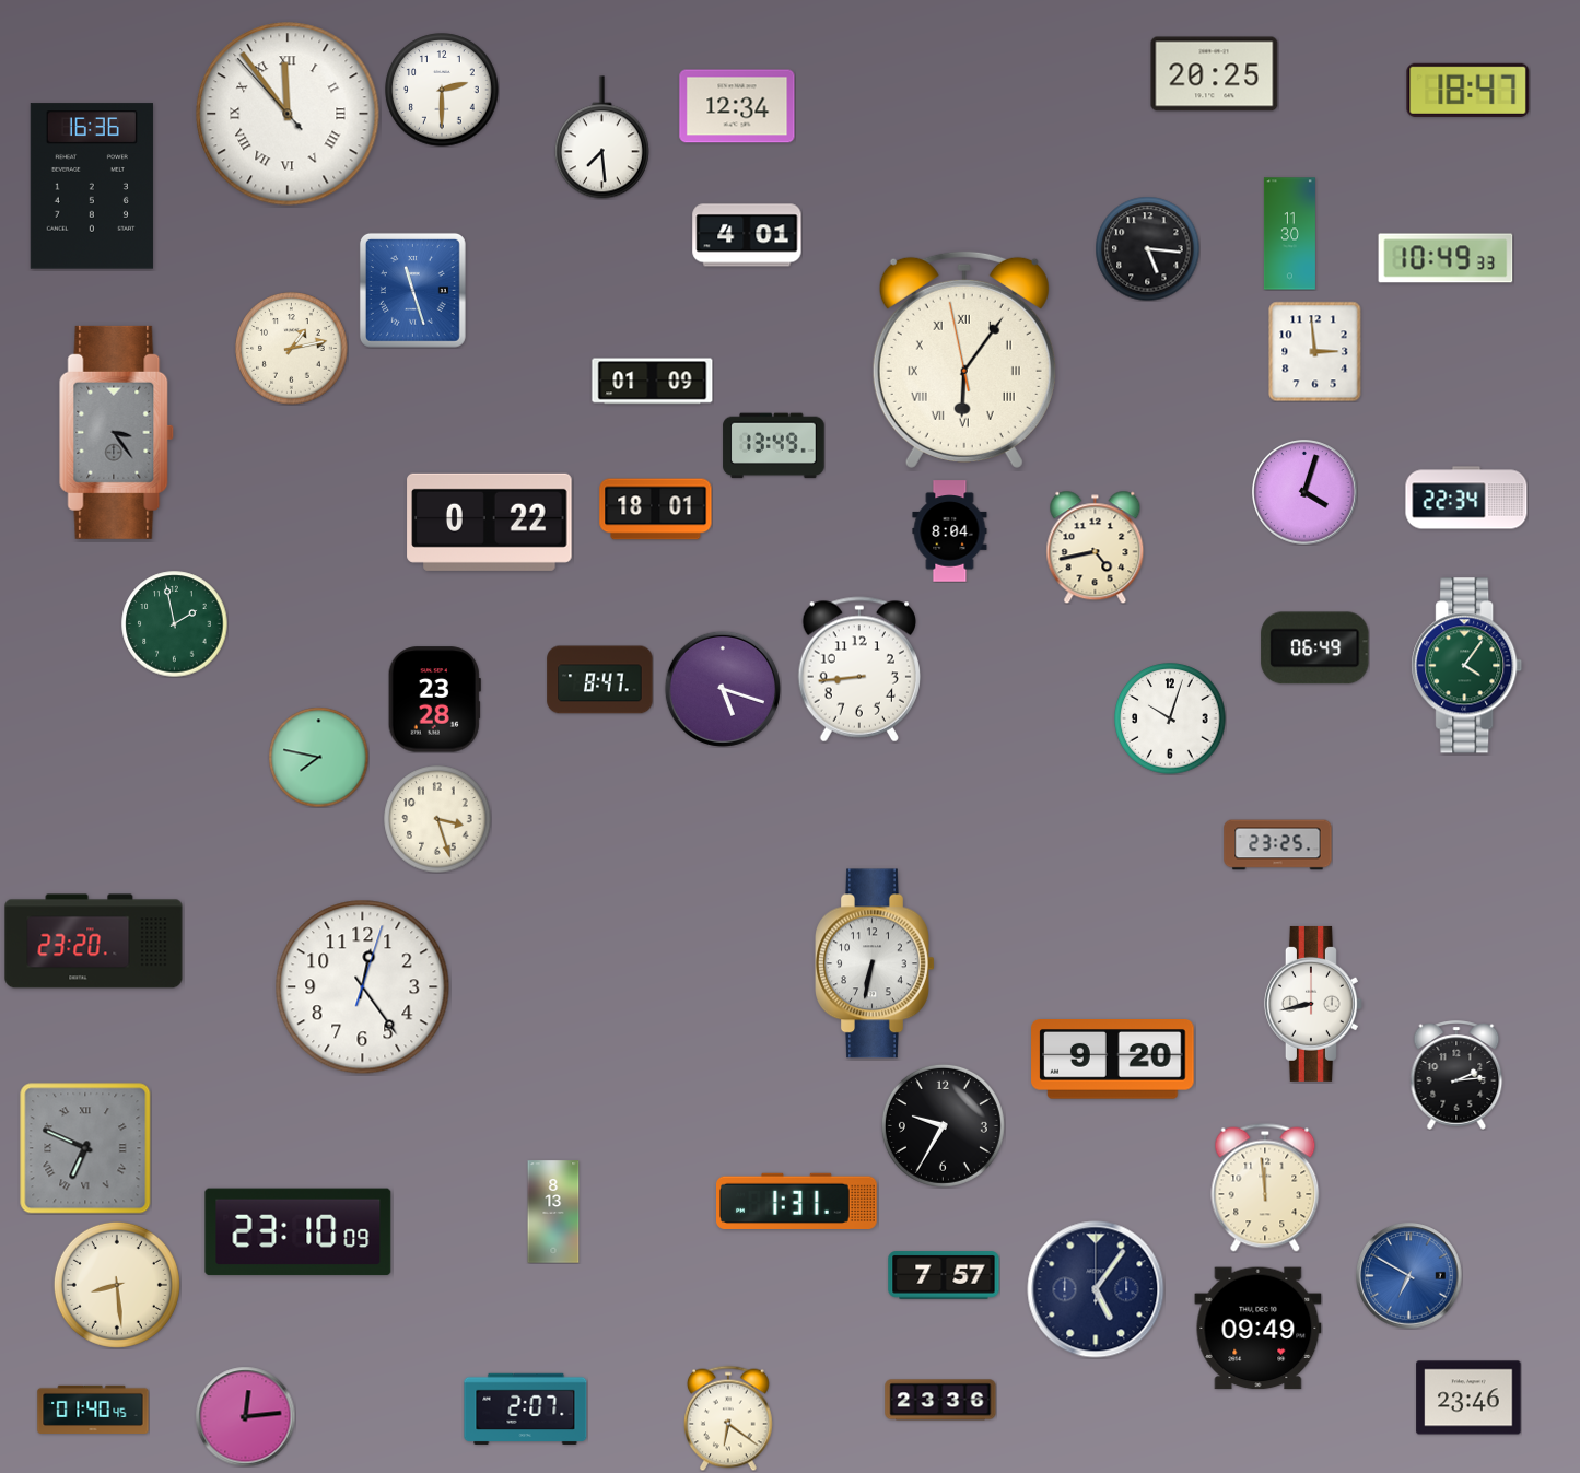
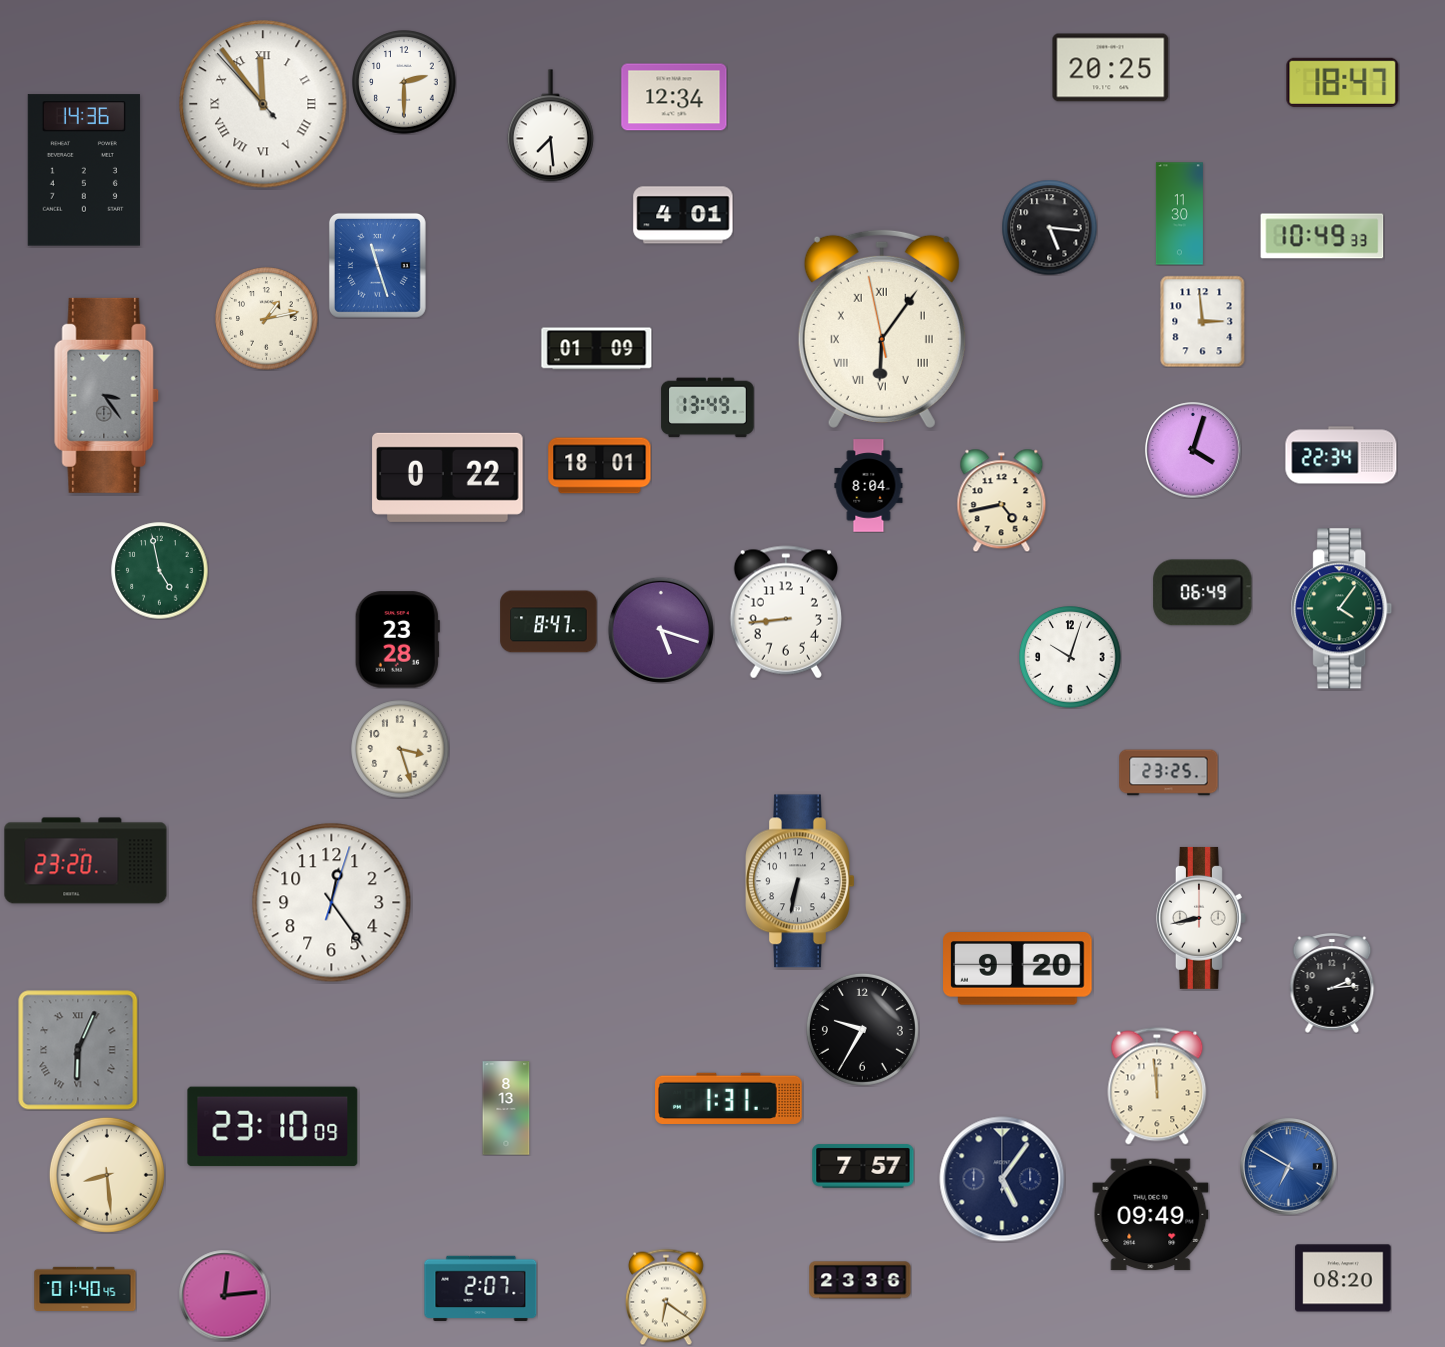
clock at (92, 186): 16:36 -> 14:36
clock at (175, 624): 1:58 -> 4:58
clock at (318, 757): 7:47 -> none
clock at (85, 1148): 6:49 -> 6:04
clock at (1468, 1398): 23:46 -> 08:20
